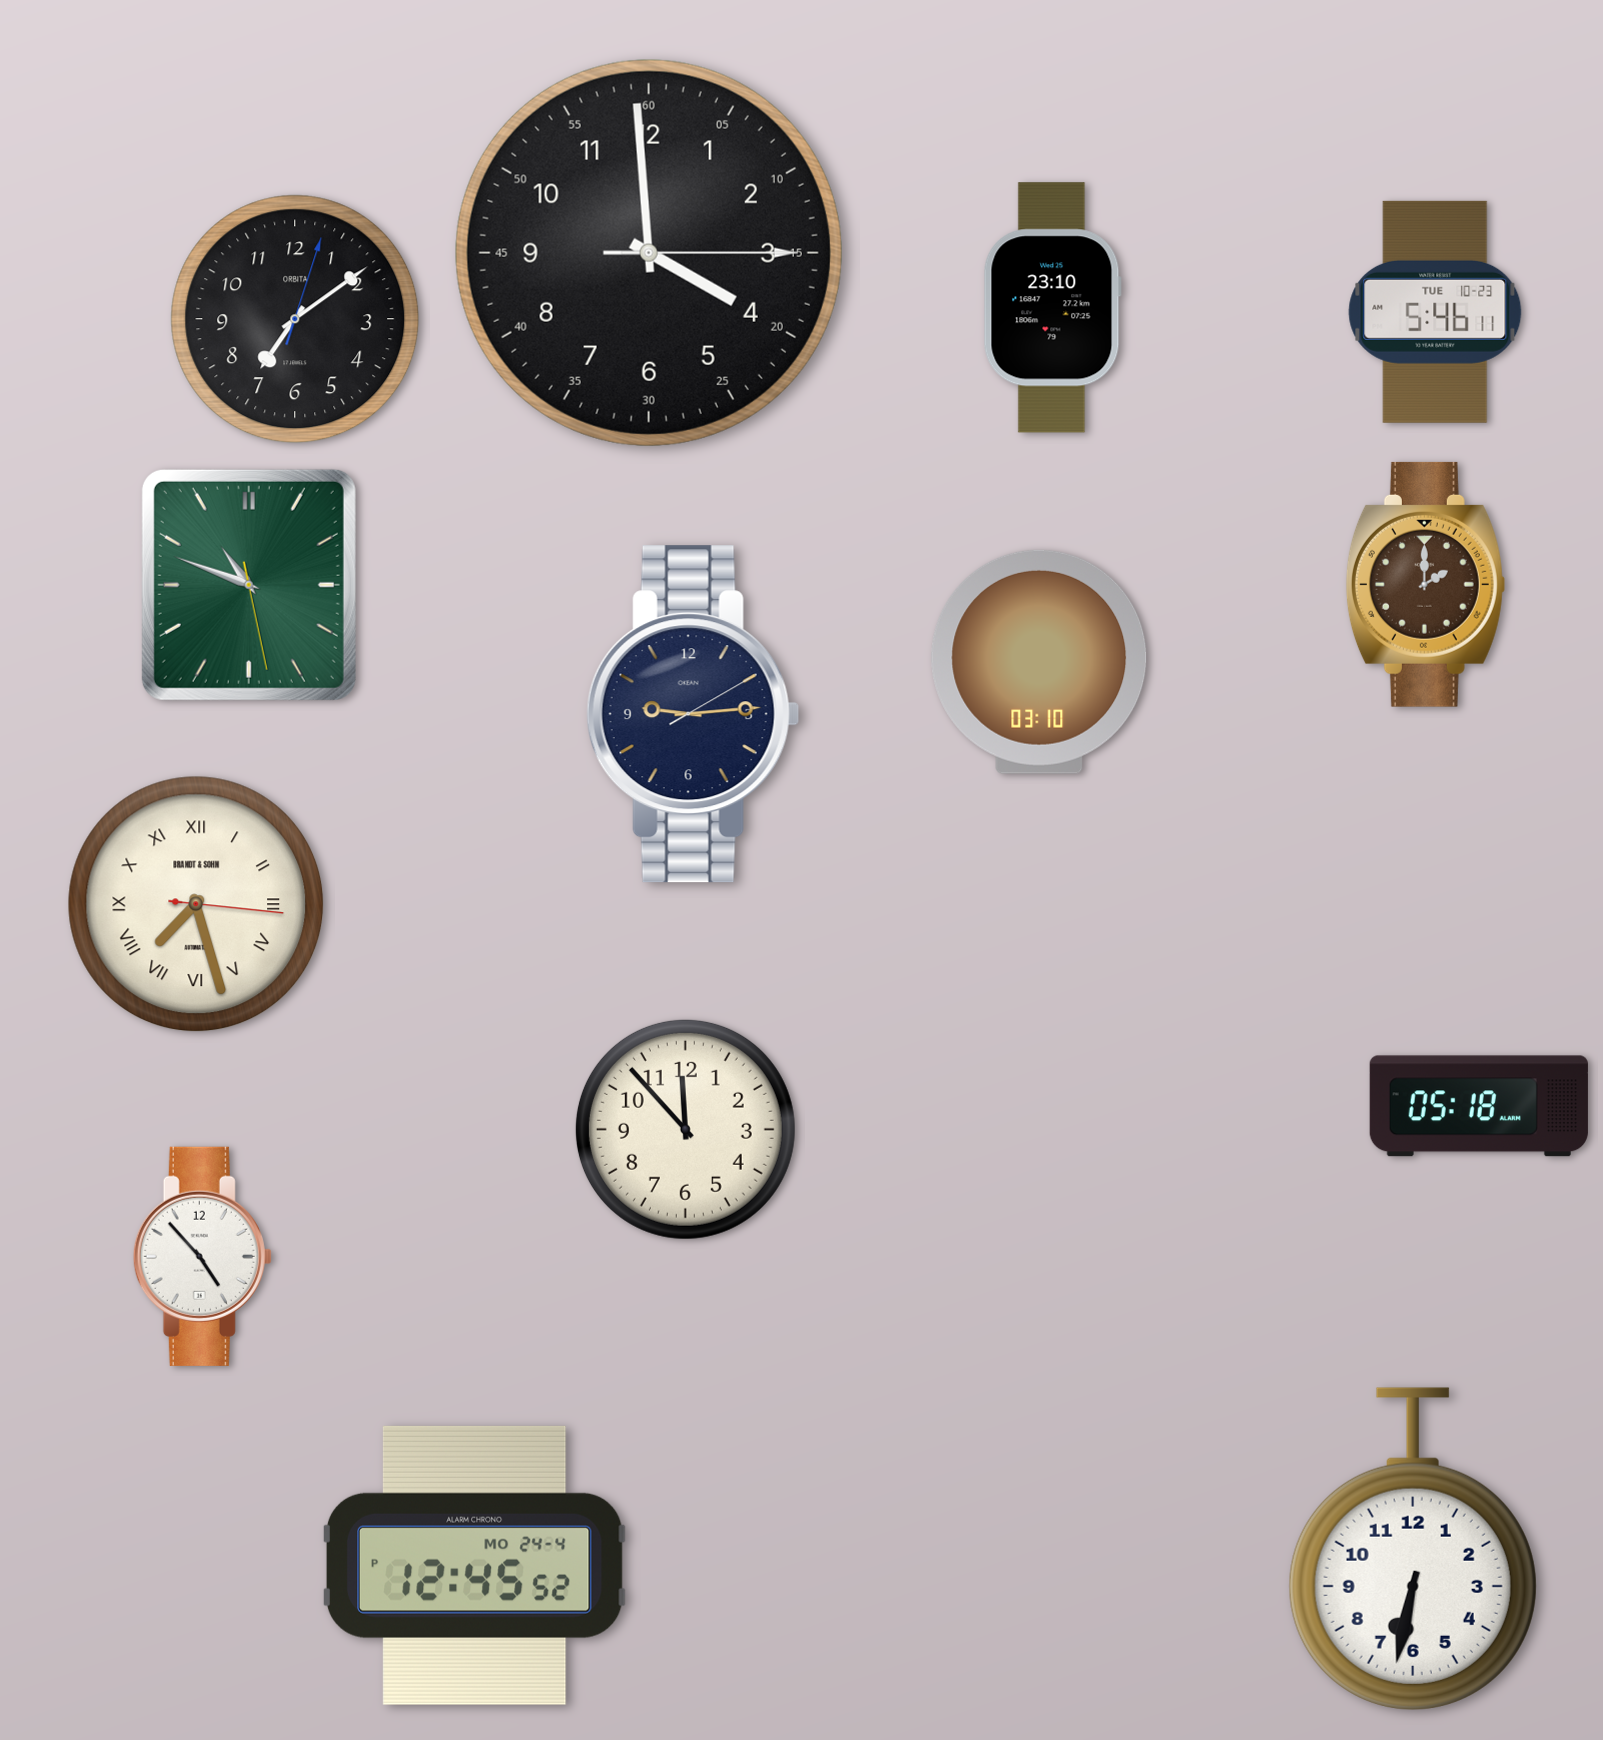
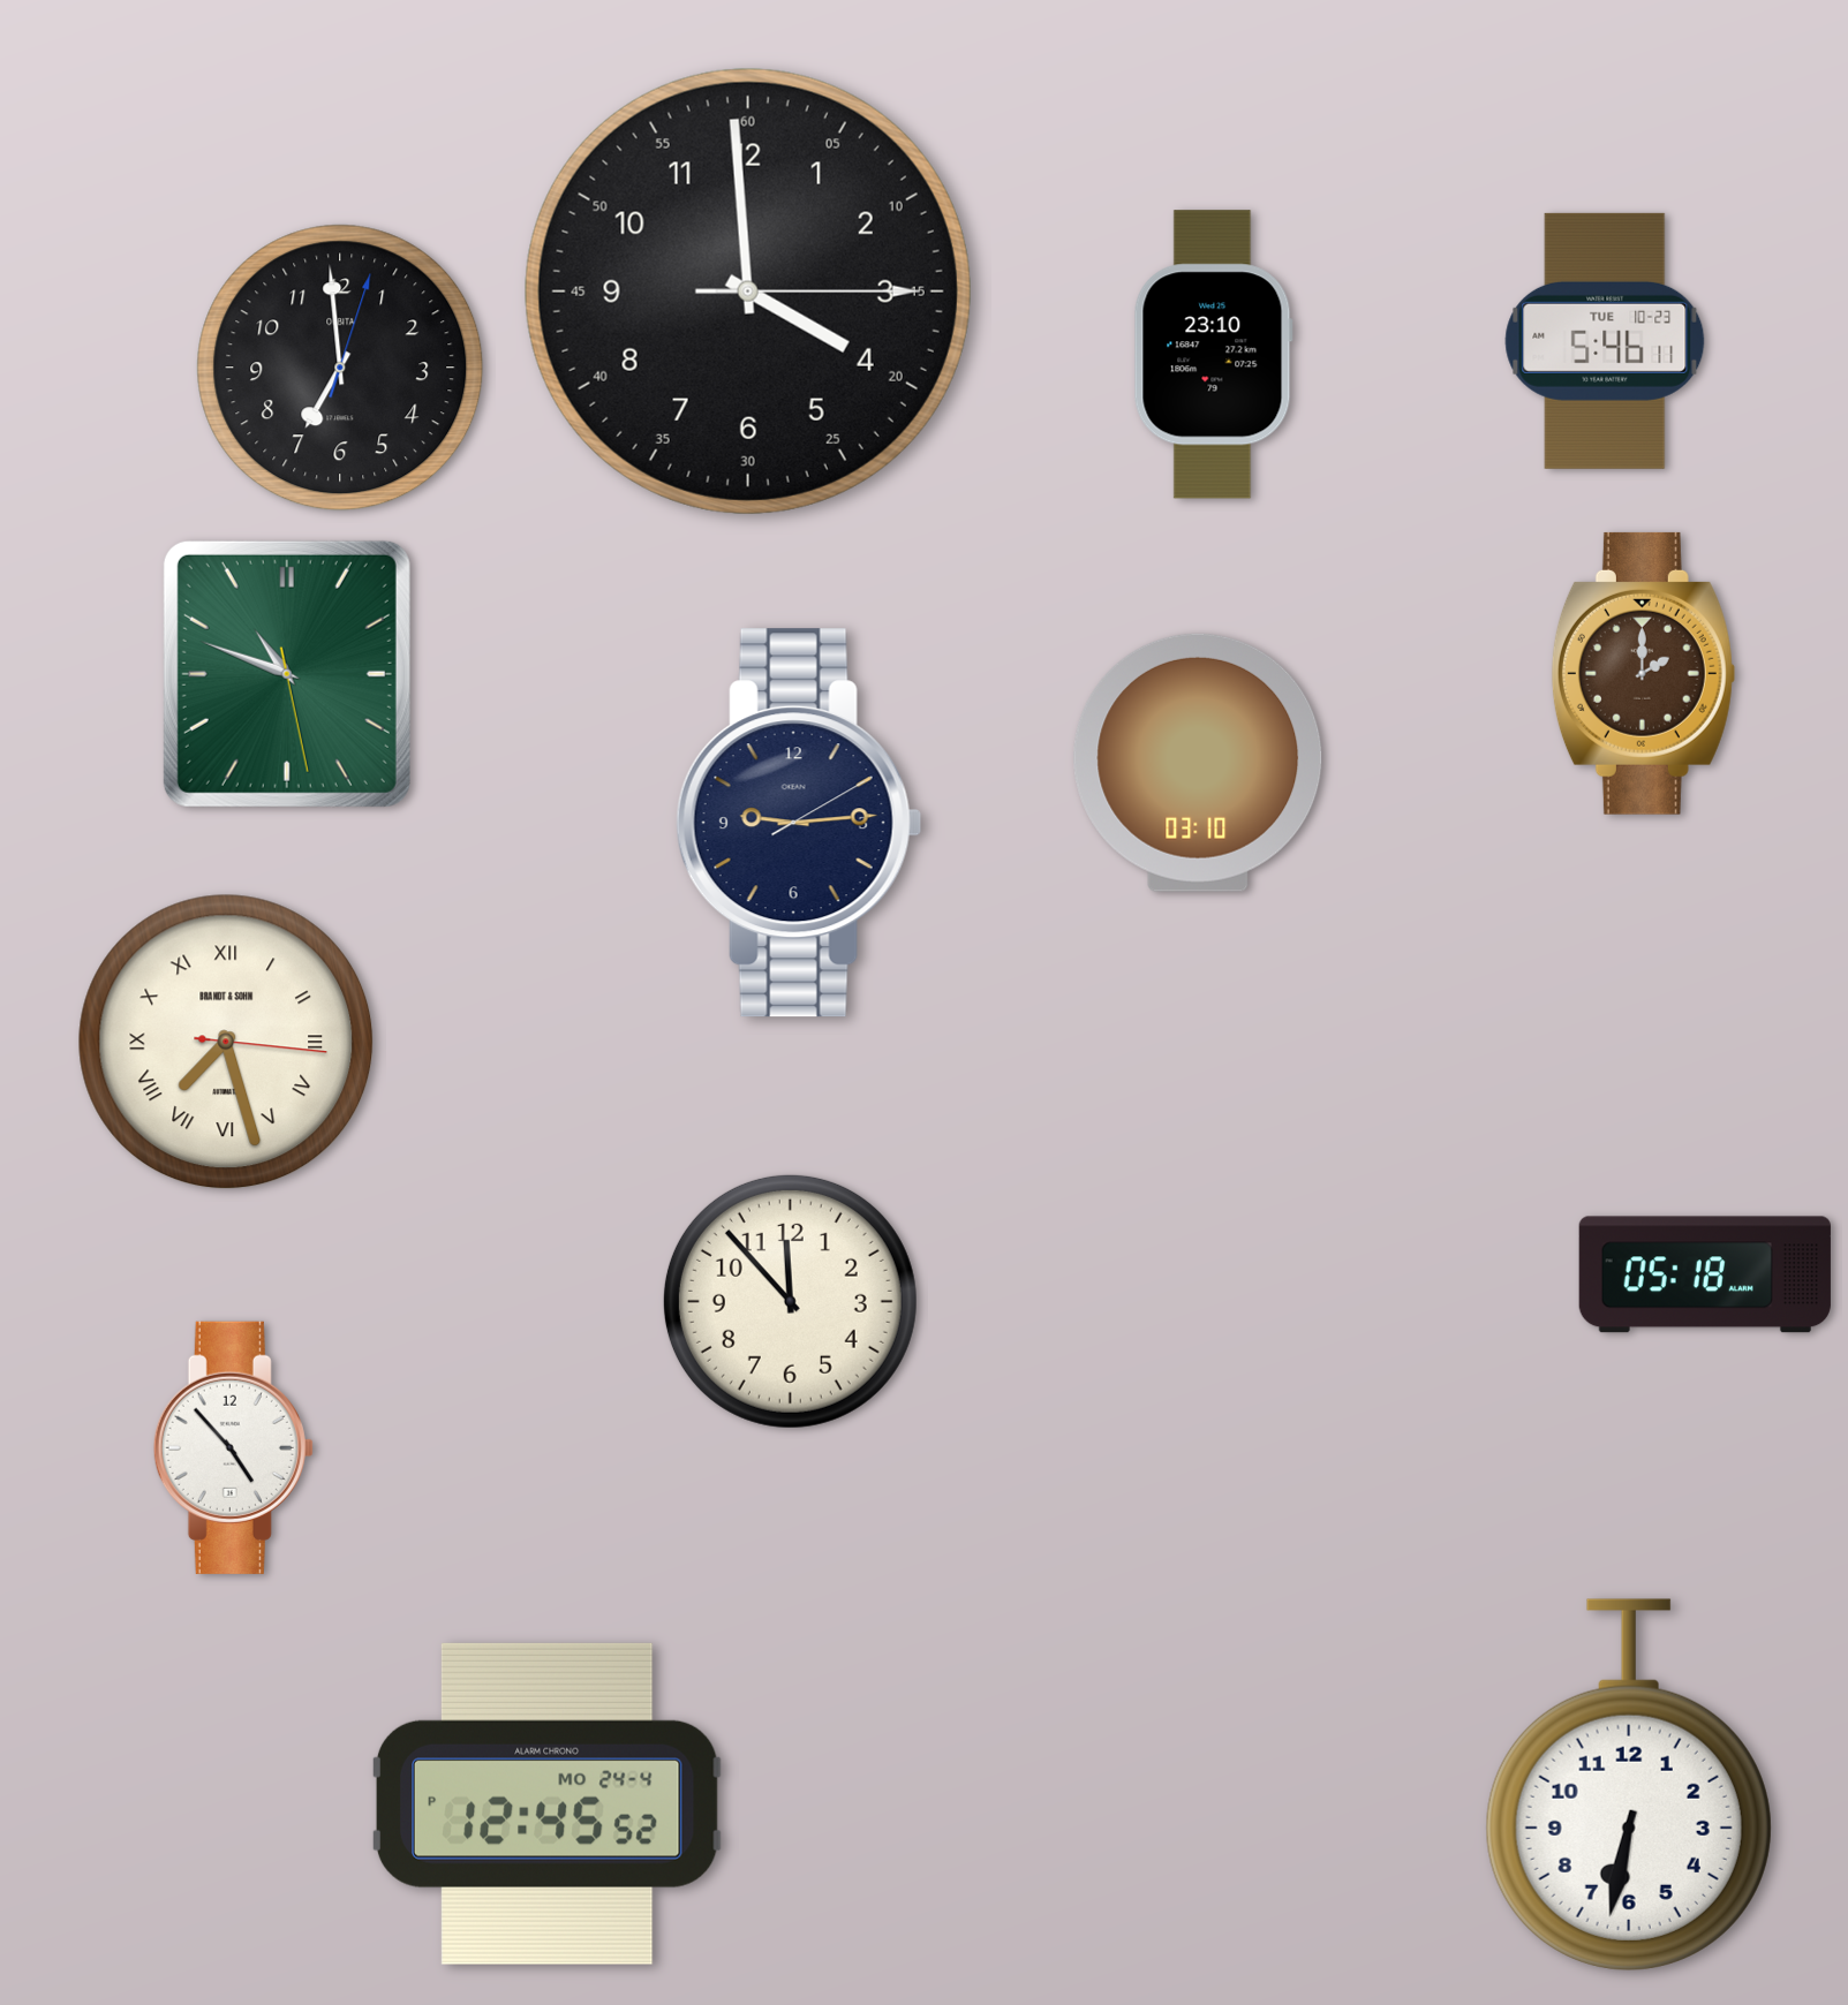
clock at (1435, 312) position: (1435, 312) -> (1605, 341)
clock at (295, 319): 7:09 -> 6:59
